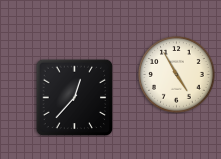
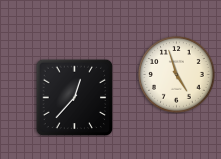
clock at (177, 75): 4:55 -> 4:57
